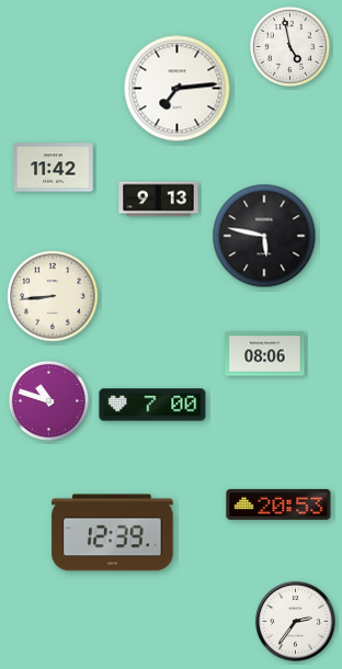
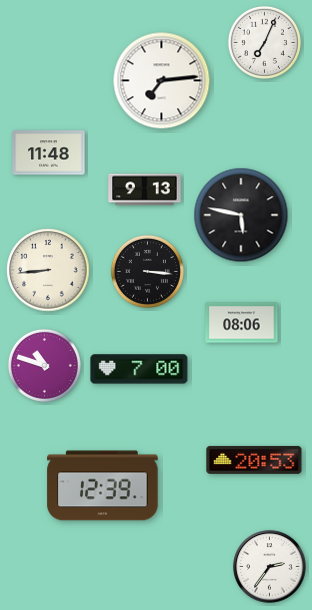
clock at (289, 46): 4:58 -> 7:04
clock at (54, 168): 11:42 -> 11:48
clock at (159, 200) position: (159, 200) -> (145, 190)
clock at (147, 271): none -> 3:16
